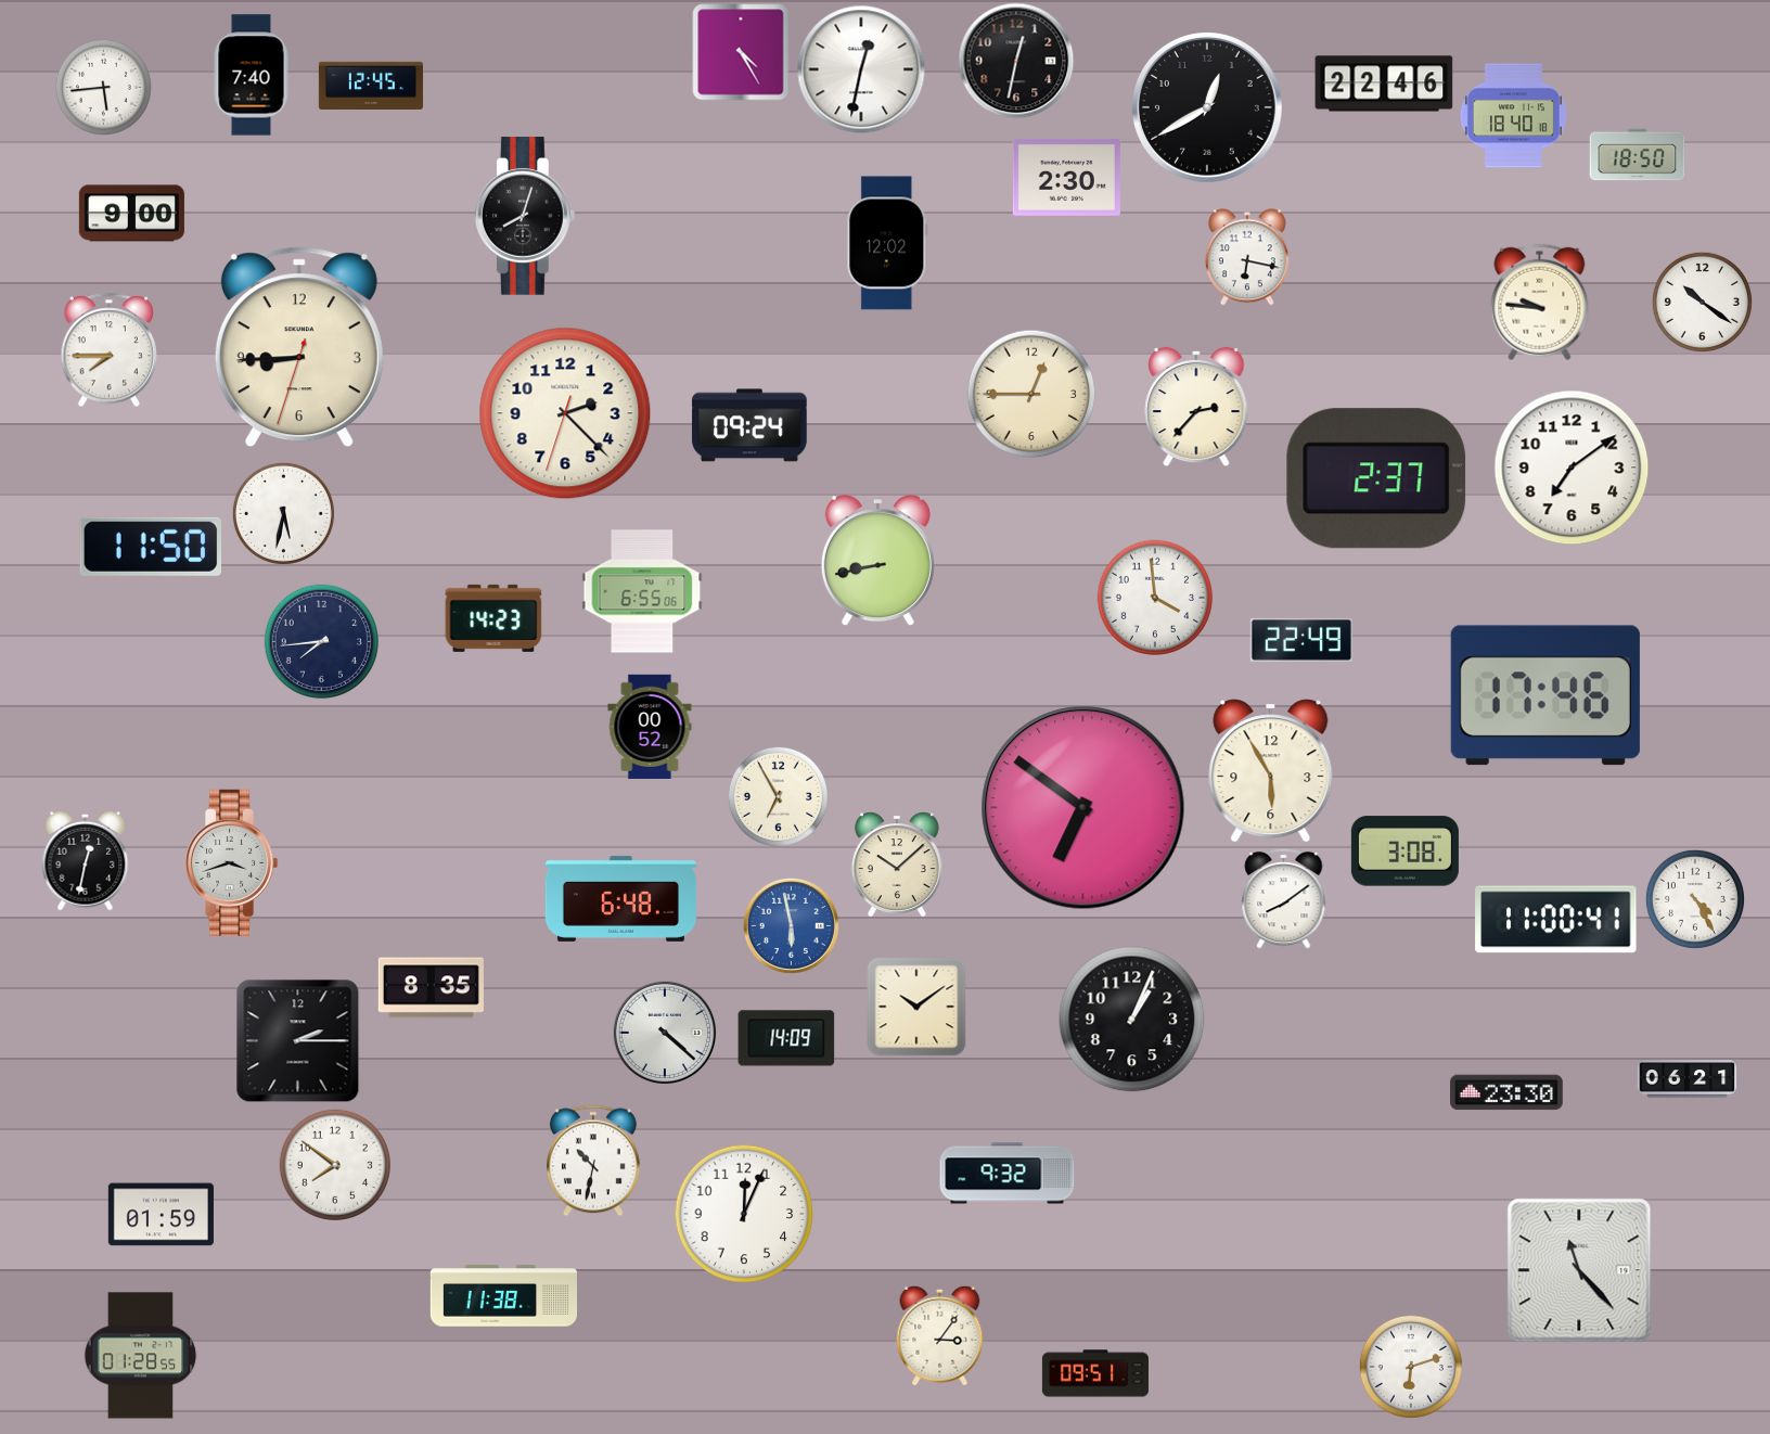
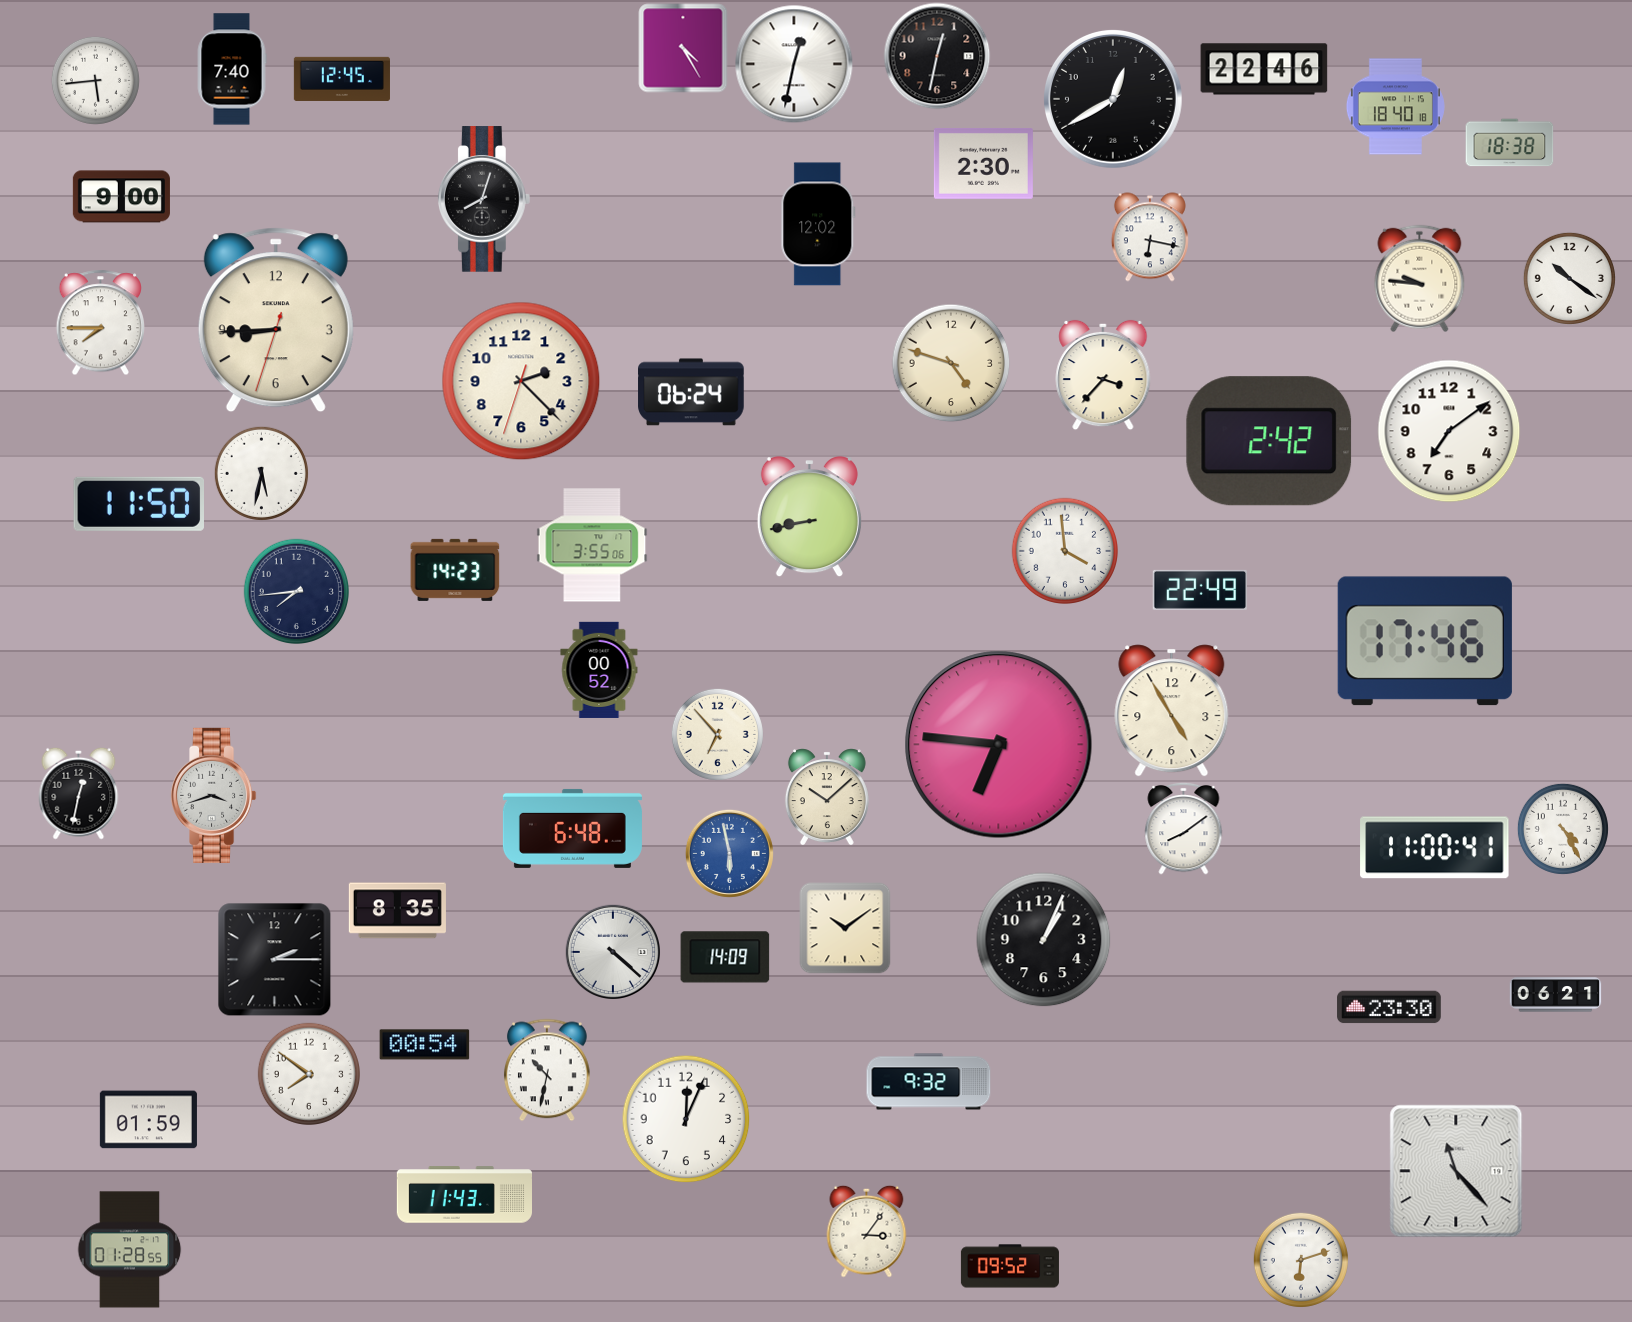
clock at (1384, 84) position: (1384, 84) -> (1264, 69)
clock at (1638, 155): 18:50 -> 18:38
clock at (1031, 394): 12:45 -> 4:48
clock at (1196, 407): 2:37 -> 3:37
clock at (749, 425): 09:24 -> 06:24
clock at (1376, 478): 2:37 -> 2:42
clock at (642, 591): 6:55 -> 3:55
clock at (1271, 771): 5:55 -> 4:55
clock at (778, 796): 6:55 -> 6:53
clock at (1083, 808): 6:51 -> 6:46
clock at (1405, 852): 3:08 -> none
clock at (425, 1045): none -> 00:54
clock at (503, 1296): 11:38 -> 11:43
clock at (1095, 1373): 09:51 -> 09:52
